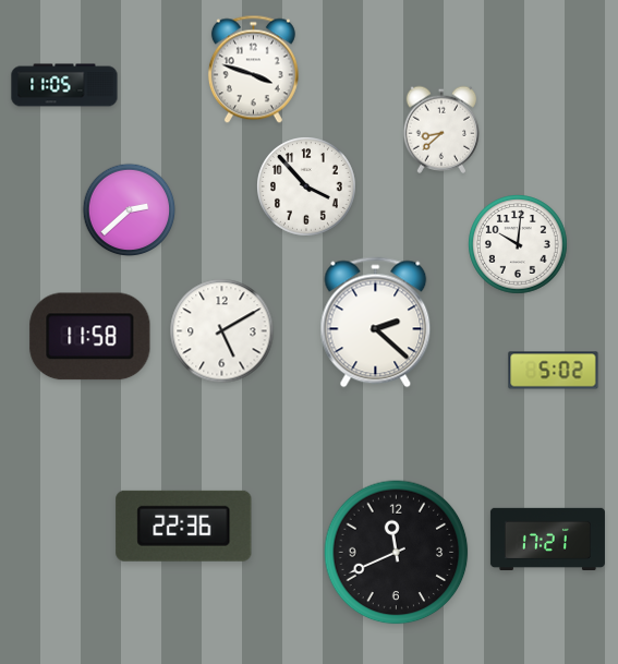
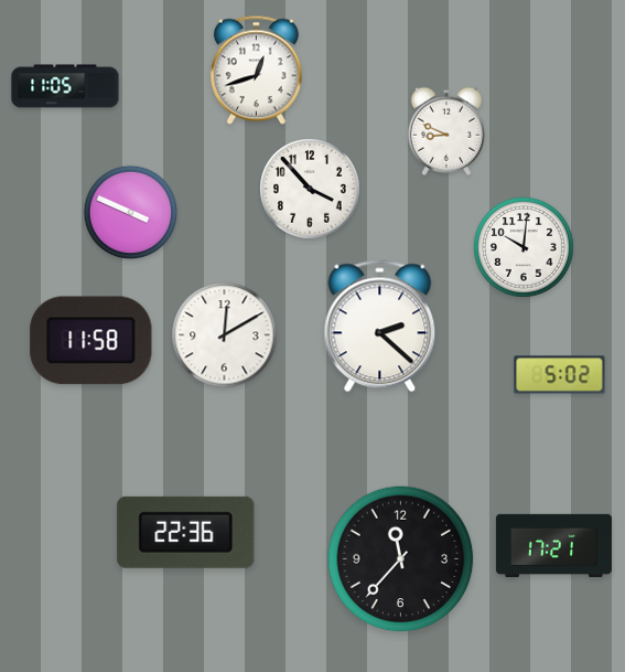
clock at (253, 70): 3:48 -> 12:42
clock at (440, 130): 8:38 -> 8:49
clock at (130, 210): 2:38 -> 3:49
clock at (222, 331): 5:10 -> 12:10
clock at (397, 553): 11:41 -> 11:37
